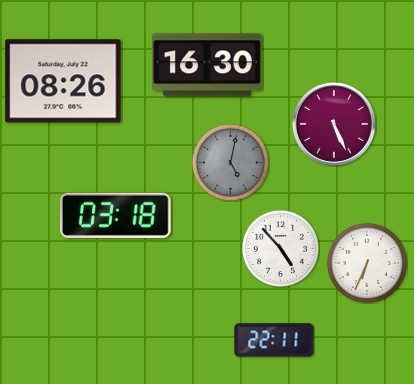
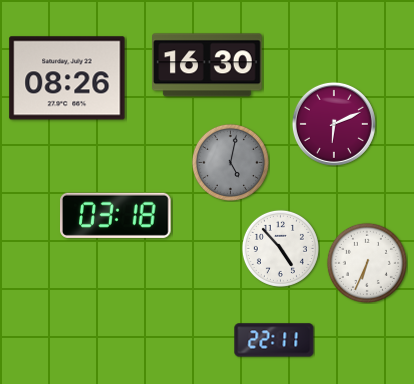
clock at (63, 81) position: (63, 81) -> (67, 78)
clock at (334, 124): 5:26 -> 6:11
